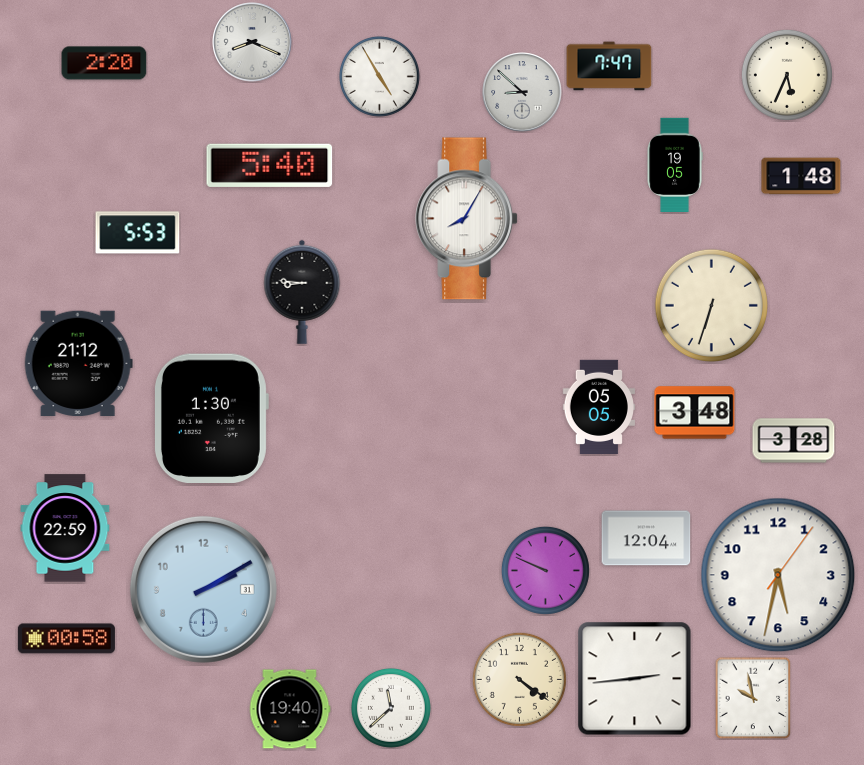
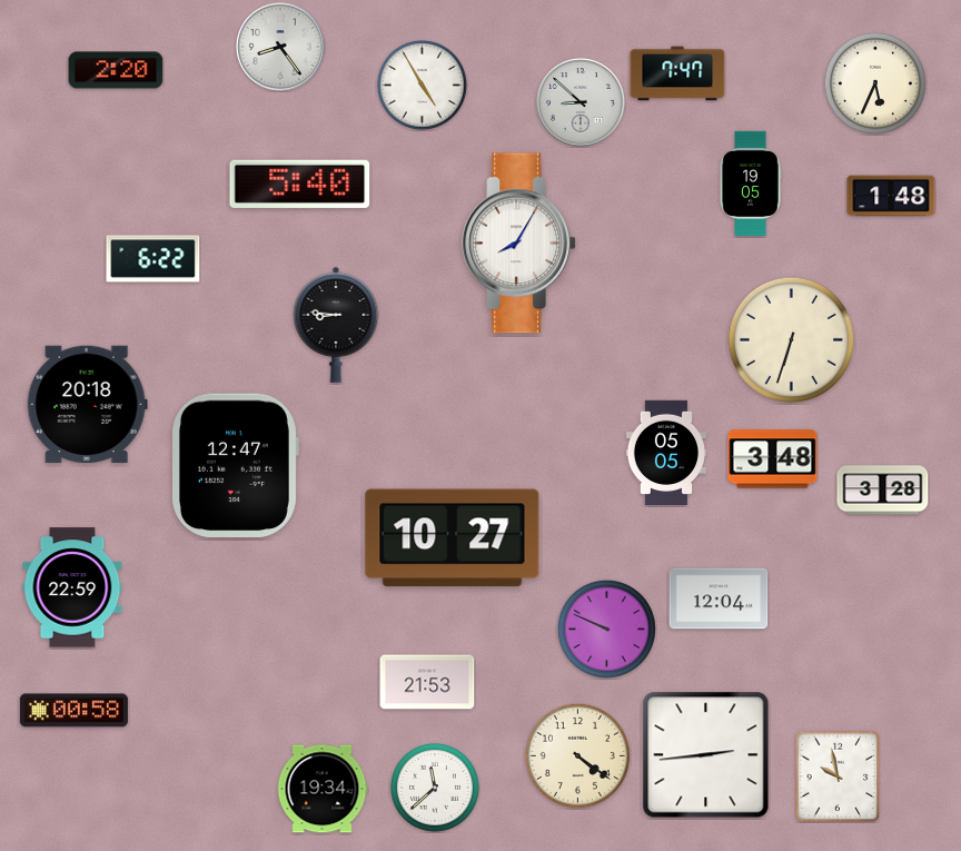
clock at (252, 42): 8:19 -> 8:24
clock at (138, 233): 5:53 -> 6:22
clock at (78, 363): 21:12 -> 20:18
clock at (211, 419): 1:30 -> 12:47
clock at (453, 538): none -> 10:27
clock at (545, 570) position: (545, 570) -> (606, 629)
clock at (778, 575): 5:32 -> none
clock at (203, 589): 2:10 -> none
clock at (427, 682): none -> 21:53
clock at (290, 709): 19:40 -> 19:34
